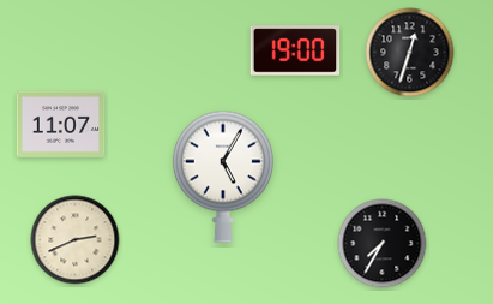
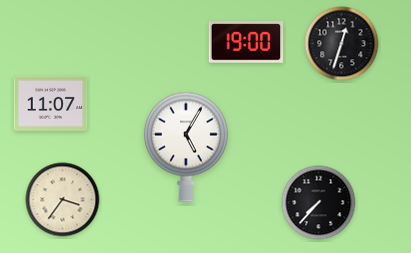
clock at (76, 240): 2:41 -> 3:36
clock at (383, 244): 7:35 -> 7:37
